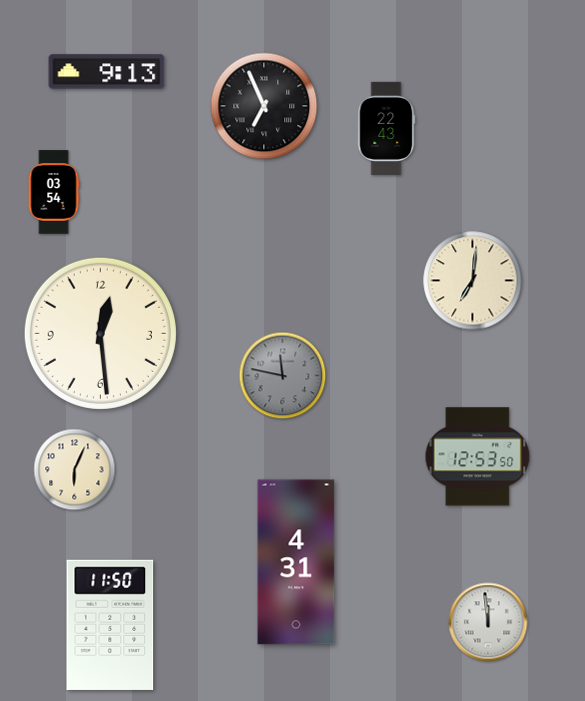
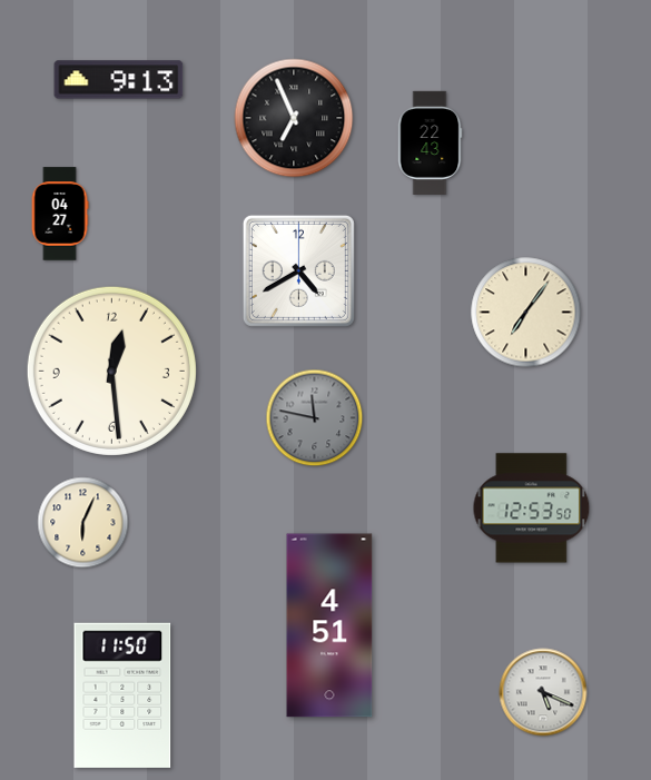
clock at (54, 192): 03:54 -> 04:27
clock at (298, 270): none -> 4:40
clock at (473, 281): 7:01 -> 7:06
clock at (296, 562): 4:31 -> 4:51
clock at (488, 622): 11:59 -> 5:19
